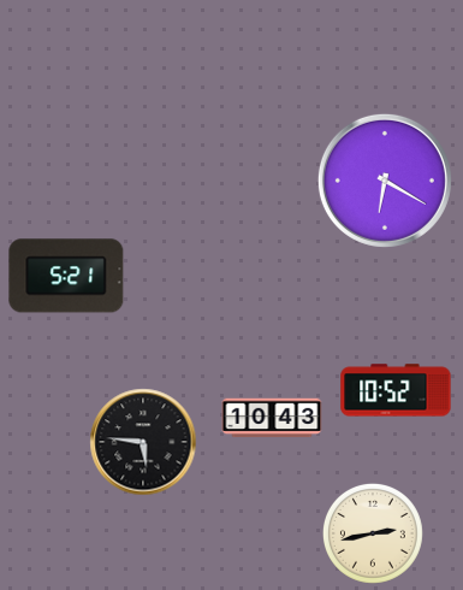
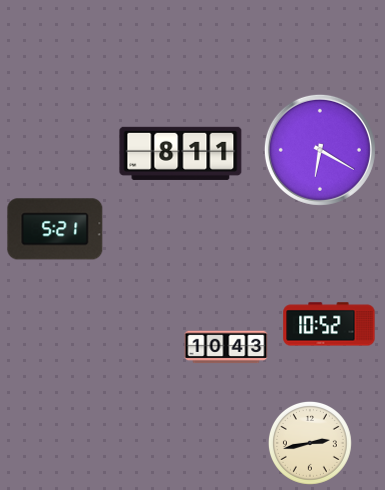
clock at (181, 153): none -> 8:11
clock at (143, 442): 5:46 -> none
